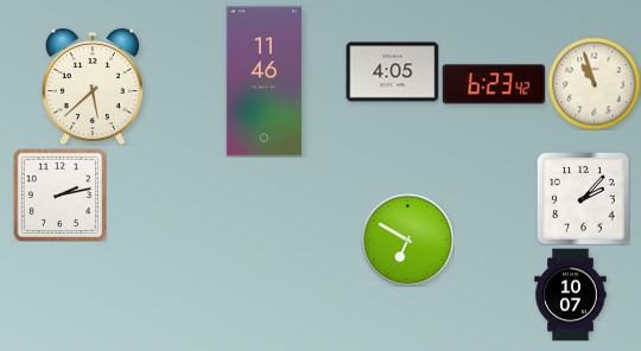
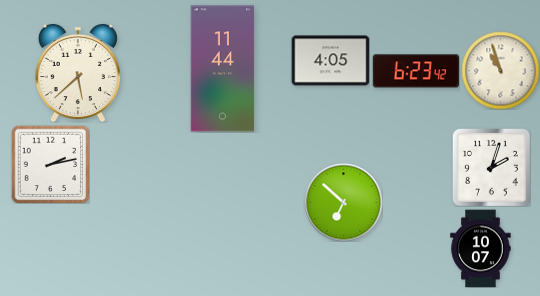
clock at (265, 82): 11:46 -> 11:44
clock at (583, 198): 2:07 -> 2:03
clock at (407, 240): 6:50 -> 6:52
